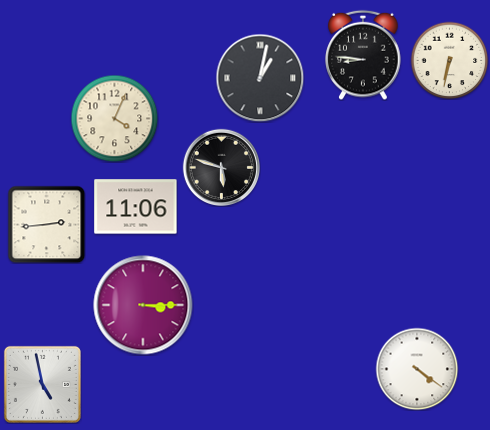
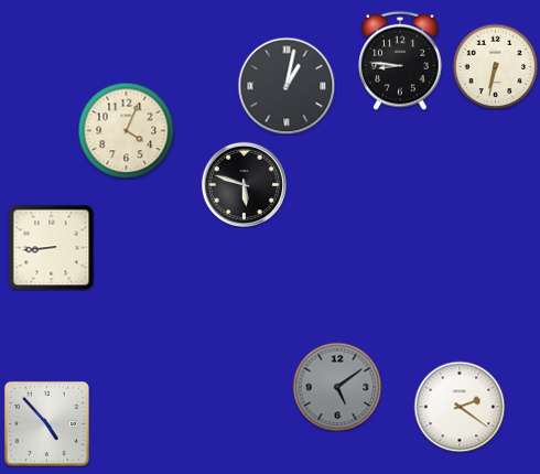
clock at (136, 207): 11:06 -> none
clock at (46, 224): 2:44 -> 8:44
clock at (143, 305): 3:15 -> none
clock at (337, 387): none -> 5:09
clock at (417, 369): 4:21 -> 2:21
clock at (42, 384): 4:58 -> 4:53
